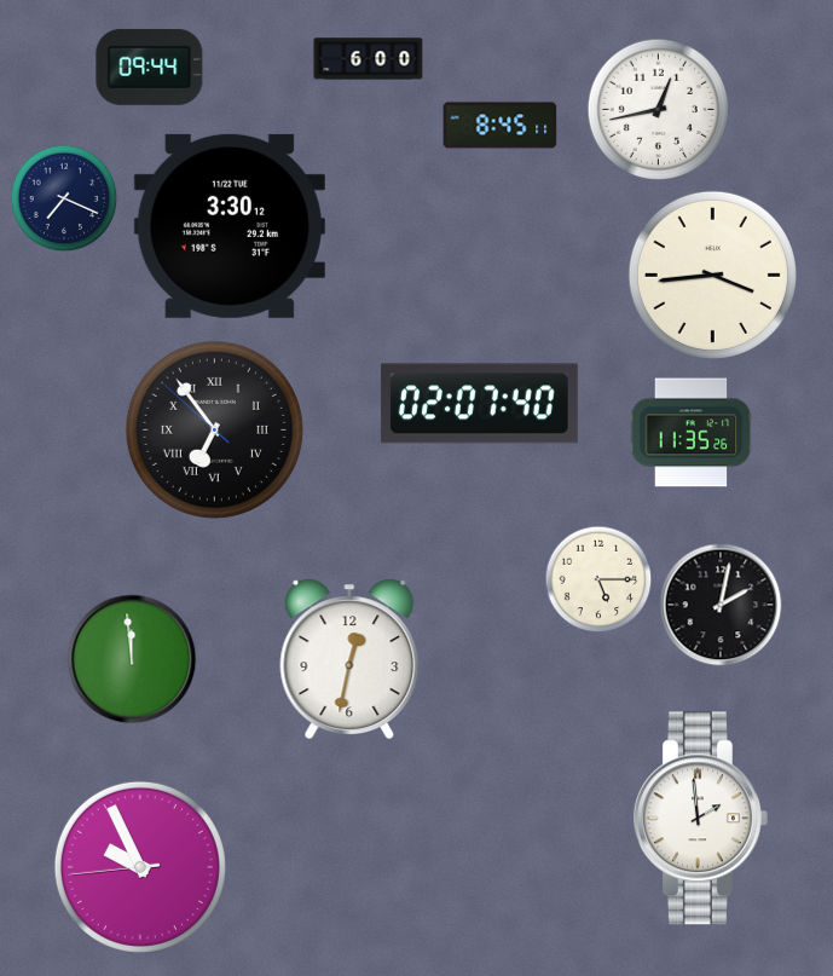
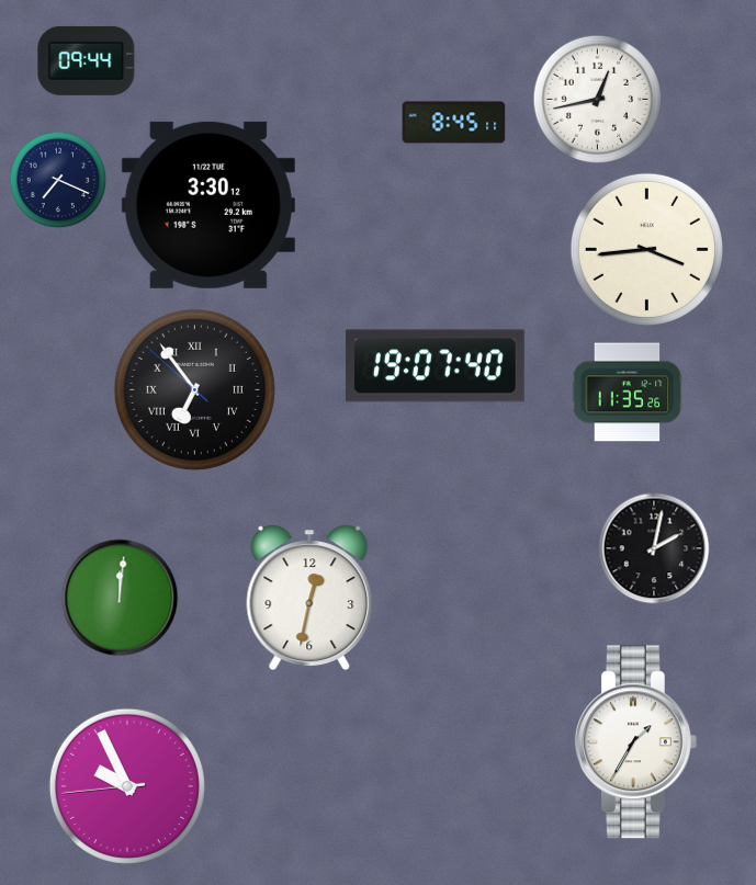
clock at (369, 59): 6:00 -> none
clock at (150, 67) position: (150, 67) -> (87, 60)
clock at (501, 126) position: (501, 126) -> (454, 123)
clock at (479, 404): 02:07 -> 19:07
clock at (598, 579): 5:15 -> none
clock at (349, 658) position: (349, 658) -> (309, 597)
clock at (132, 659): 11:59 -> 12:01
clock at (700, 819): 1:59 -> 1:35
